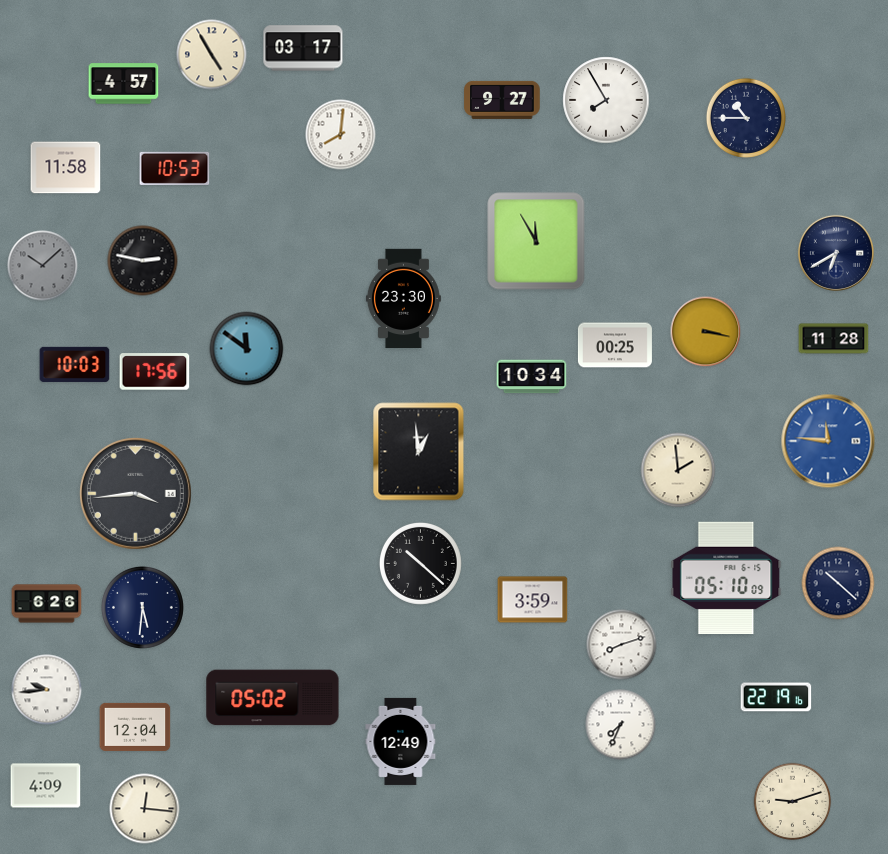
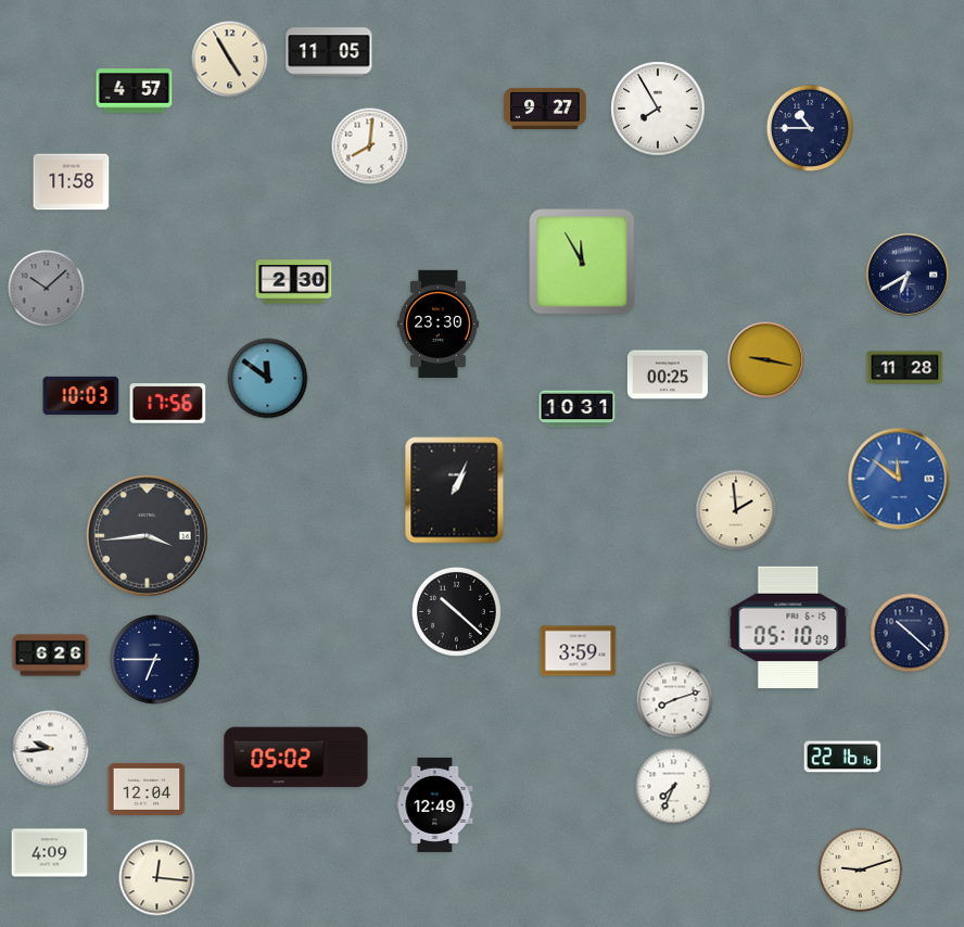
clock at (303, 48): 03:17 -> 11:05
clock at (175, 168): 10:53 -> none
clock at (294, 282): none -> 2:30
clock at (143, 261): 2:47 -> none
clock at (706, 332): 3:17 -> 9:17
clock at (532, 377): 10:34 -> 10:31
clock at (828, 441): 11:46 -> 11:51
clock at (419, 452): 12:59 -> 1:04
clock at (142, 607): 5:31 -> 6:45
clock at (776, 697): 22:19 -> 22:16
